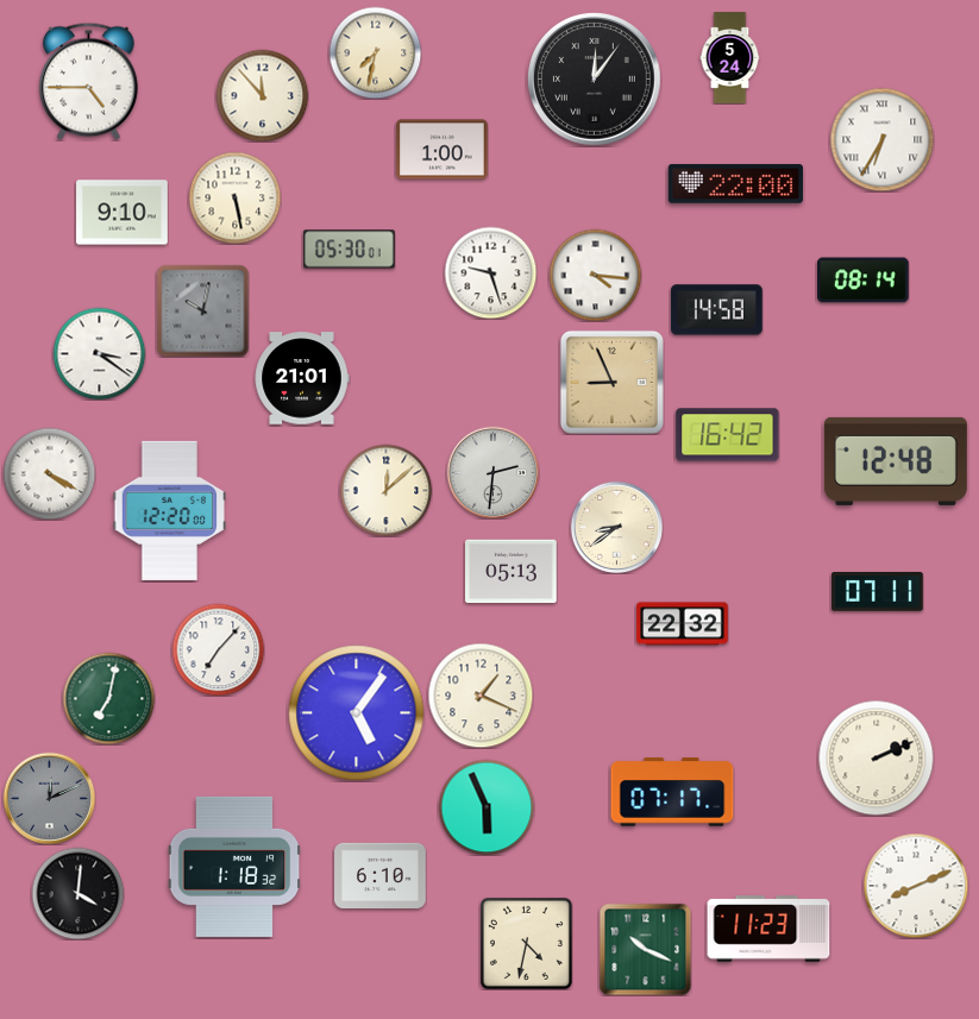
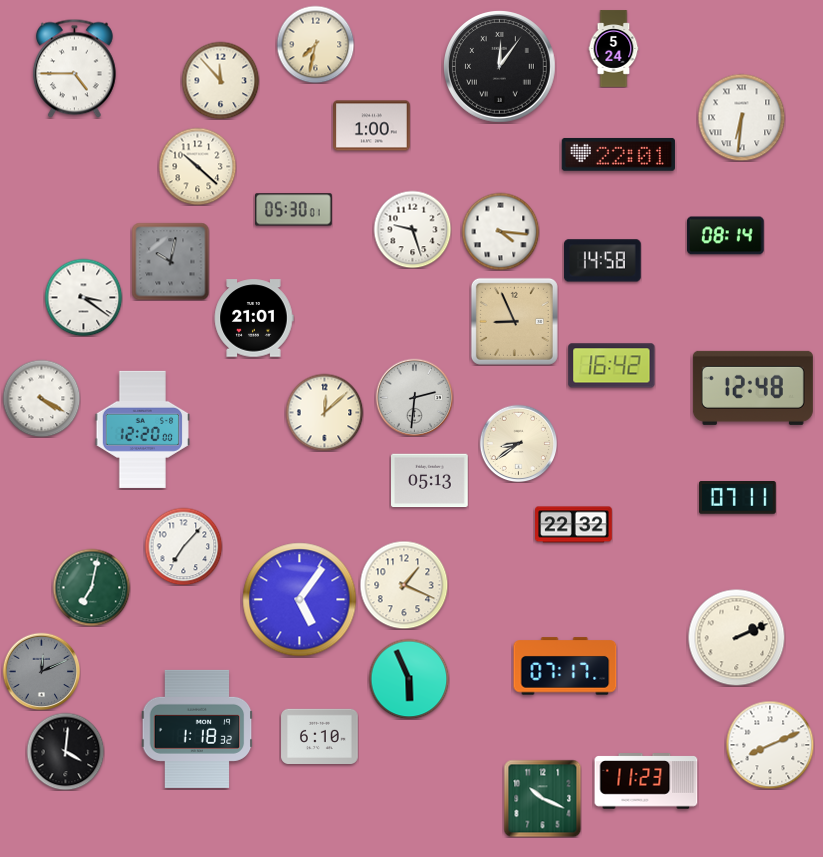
clock at (881, 139): 6:35 -> 6:31
clock at (735, 183): 22:00 -> 22:01
clock at (234, 197): 5:28 -> 10:22
clock at (123, 213): 9:10 -> none
clock at (526, 943): 4:32 -> none
